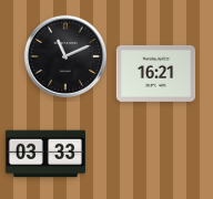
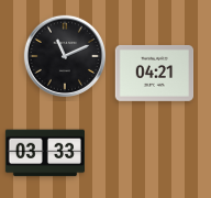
clock at (156, 73): 16:21 -> 04:21
